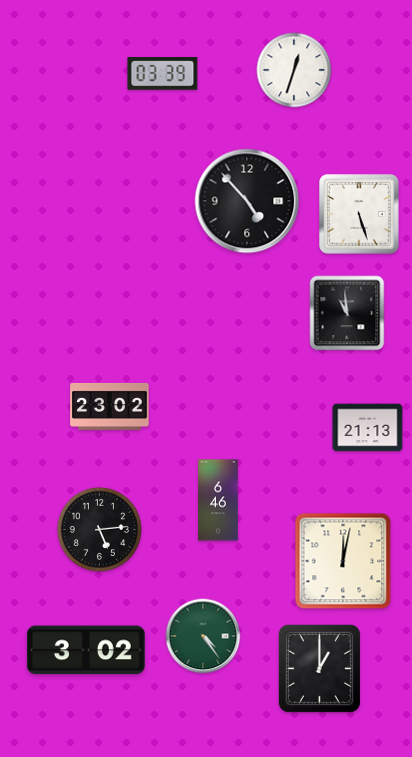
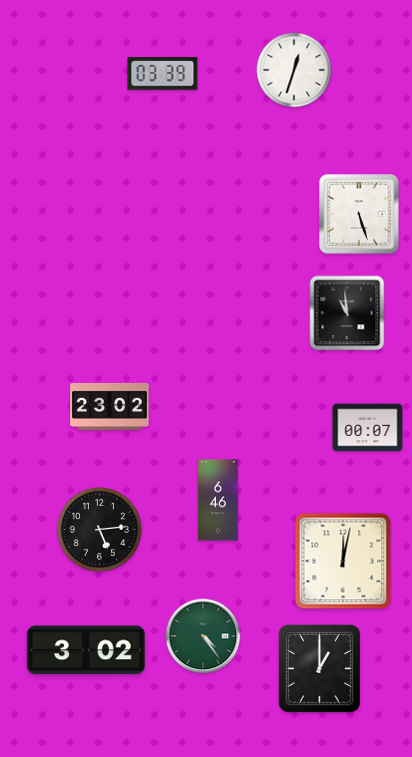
clock at (247, 201): 4:53 -> none
clock at (368, 428): 21:13 -> 00:07
